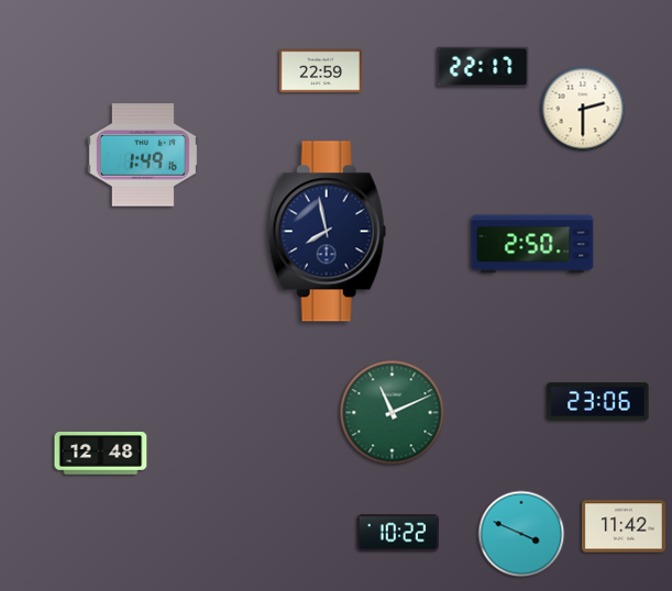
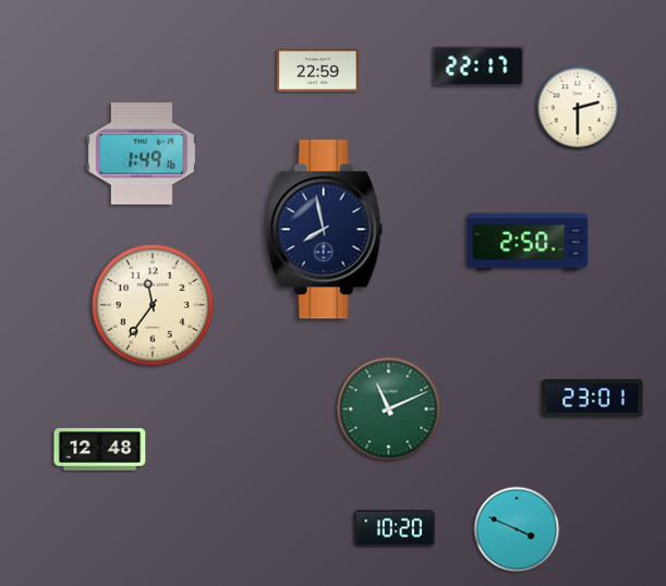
clock at (154, 306): none -> 11:36
clock at (598, 402): 23:06 -> 23:01
clock at (624, 526): 11:42 -> none
clock at (397, 533): 10:22 -> 10:20
